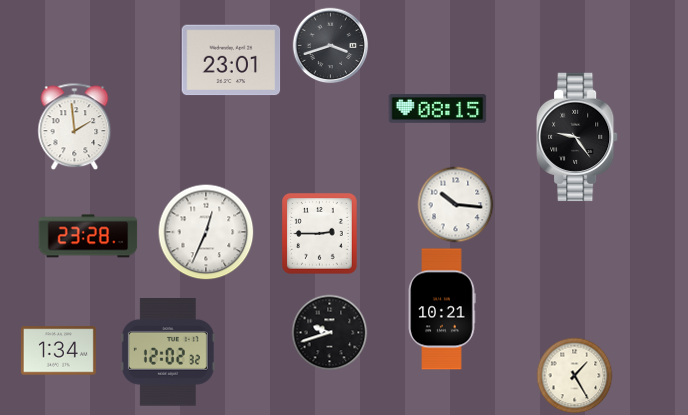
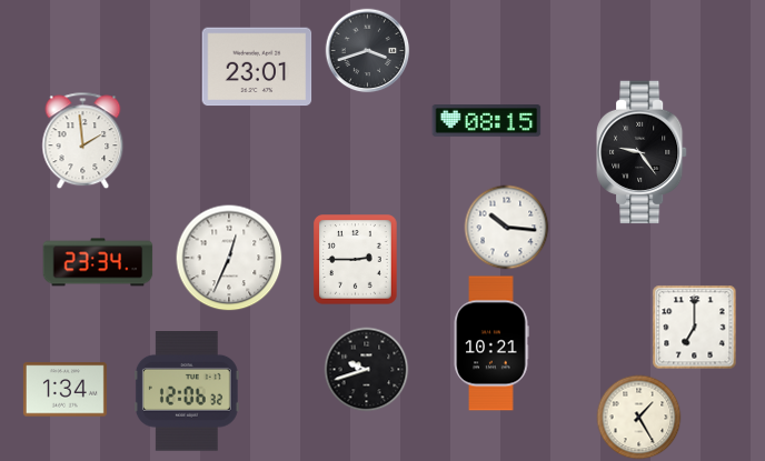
clock at (88, 236): 23:28 -> 23:34
clock at (695, 328): none -> 7:00
clock at (168, 353): 12:02 -> 12:06
